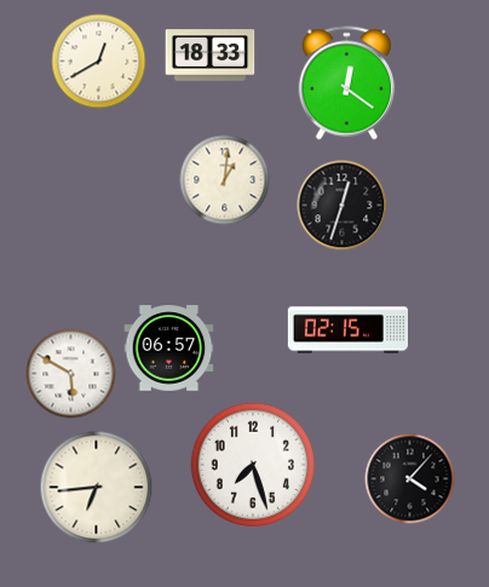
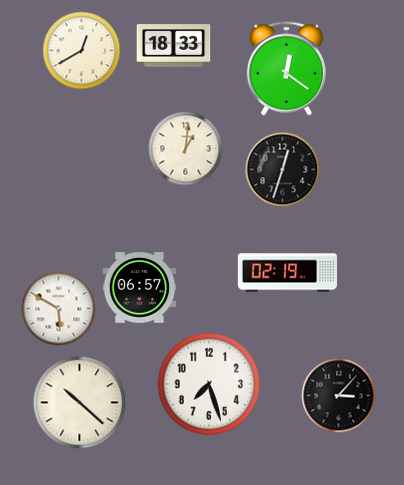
clock at (347, 330): 02:15 -> 02:19
clock at (410, 479): 4:07 -> 3:07
clock at (97, 488): 6:44 -> 10:22
